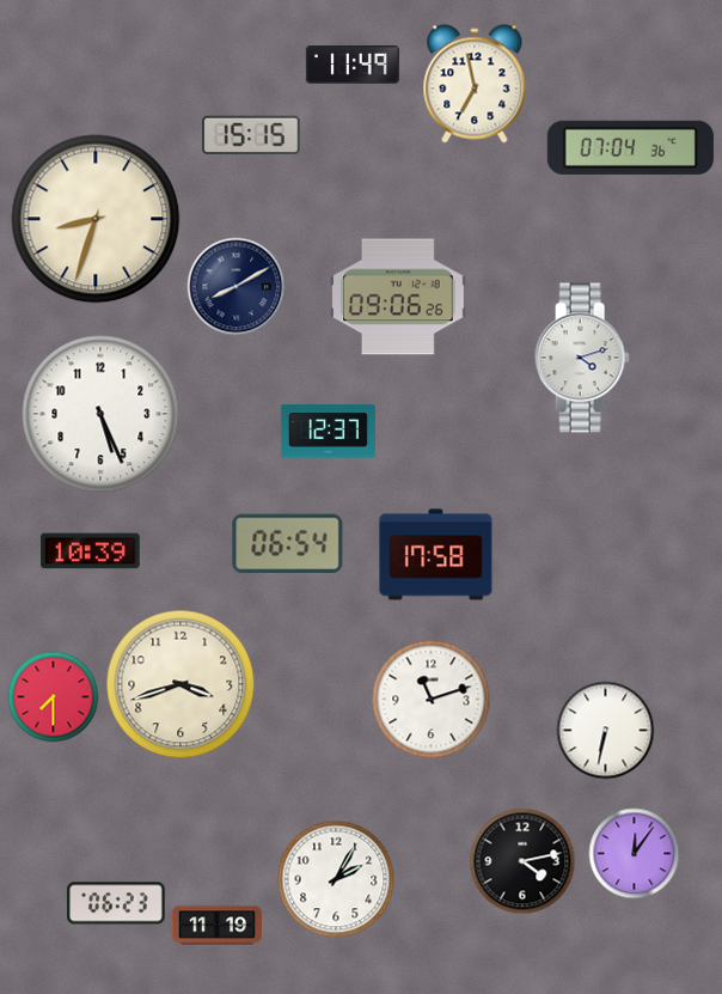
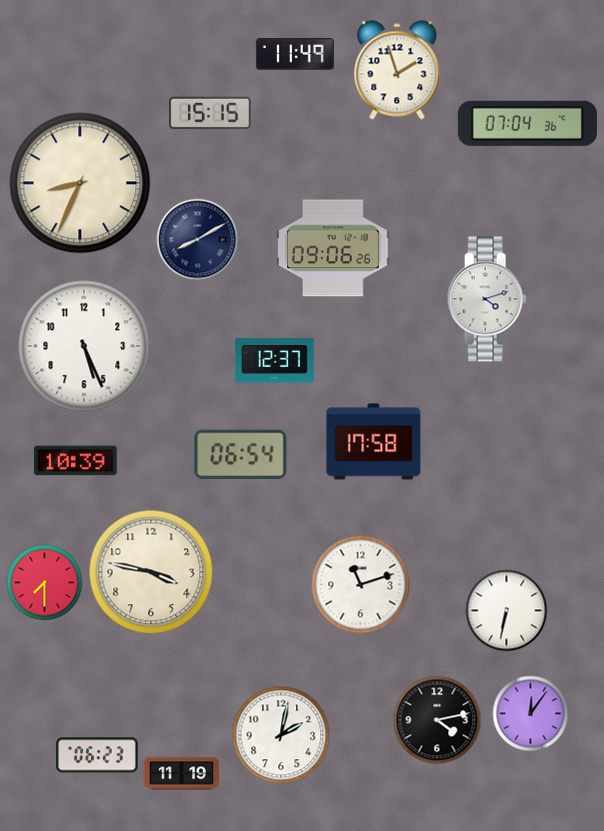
clock at (475, 84): 6:58 -> 1:57
clock at (96, 219): 8:33 -> 8:34
clock at (436, 555) position: (436, 555) -> (374, 442)
clock at (180, 684): 3:42 -> 3:47
clock at (336, 879): 2:05 -> 2:02
